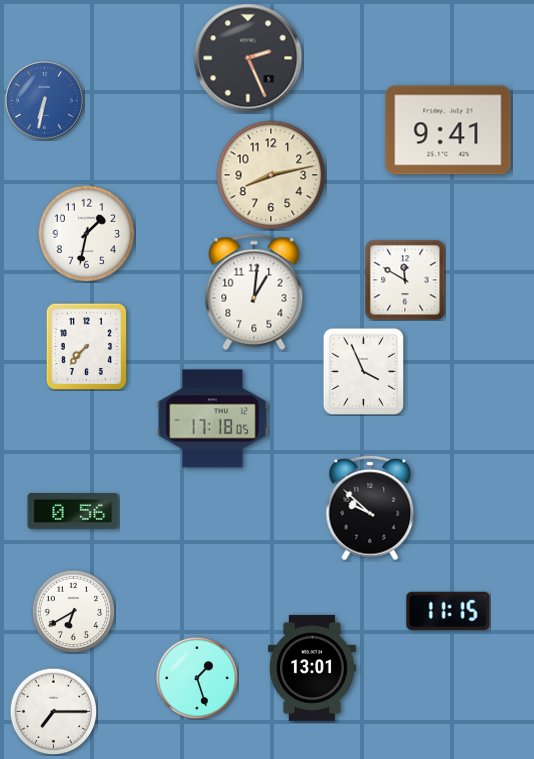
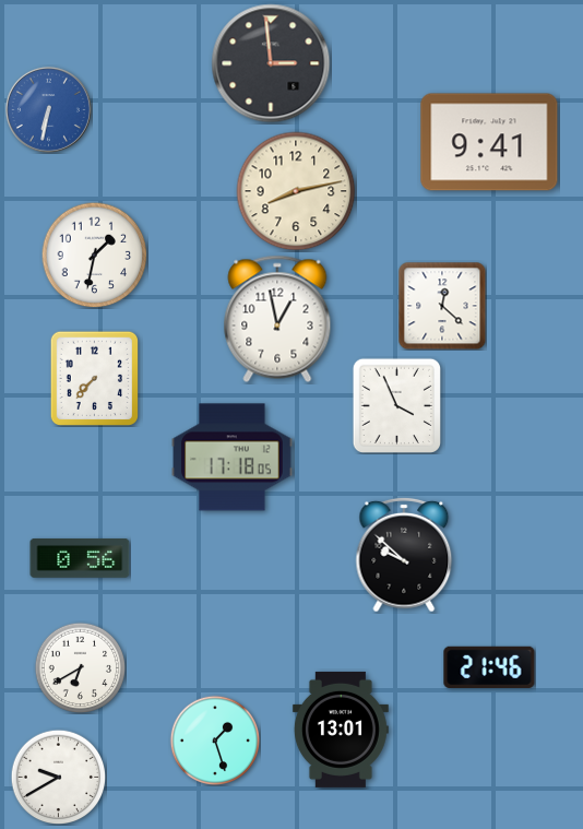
clock at (248, 58): 2:26 -> 2:59
clock at (405, 280): 11:50 -> 12:22
clock at (254, 292): 1:01 -> 12:58
clock at (448, 610): 11:15 -> 21:46
clock at (53, 711): 7:15 -> 9:40
